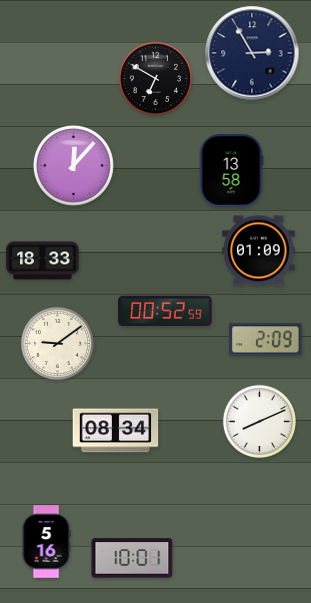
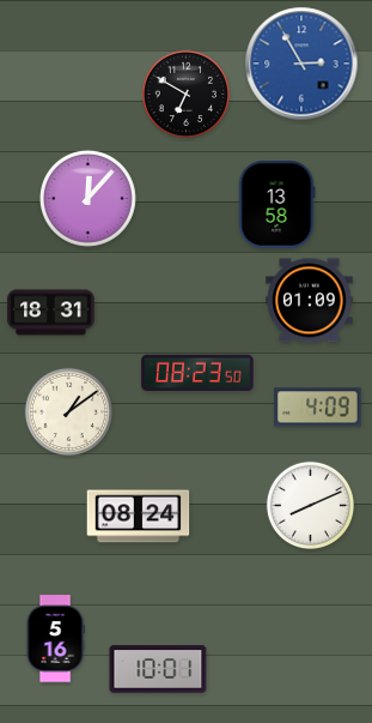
clock at (252, 53) dial: navy -> blue
clock at (43, 261): 18:33 -> 18:31
clock at (165, 311): 00:52 -> 08:23
clock at (266, 340): 2:09 -> 4:09
clock at (57, 343): 9:09 -> 1:09
clock at (116, 431): 08:34 -> 08:24
clock at (46, 542) position: (46, 542) -> (55, 639)
